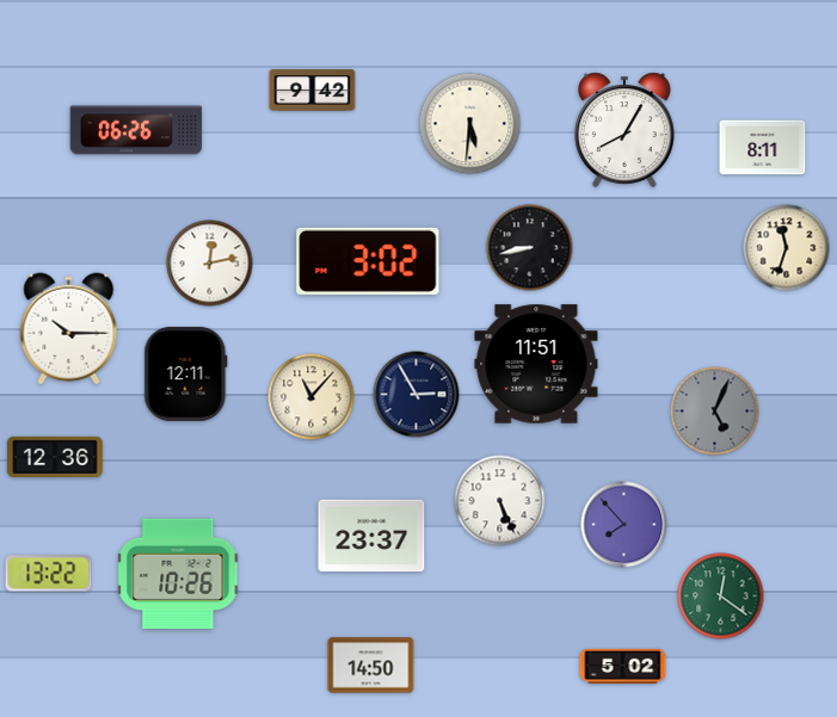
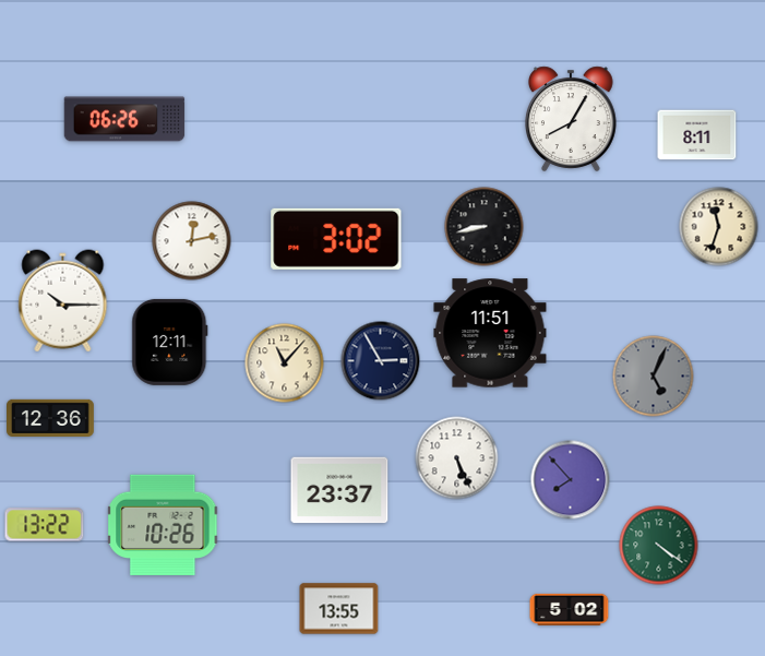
clock at (313, 91): 9:42 -> none
clock at (470, 124): 5:31 -> none
clock at (721, 597): 12:21 -> 4:21
clock at (371, 666): 14:50 -> 13:55
